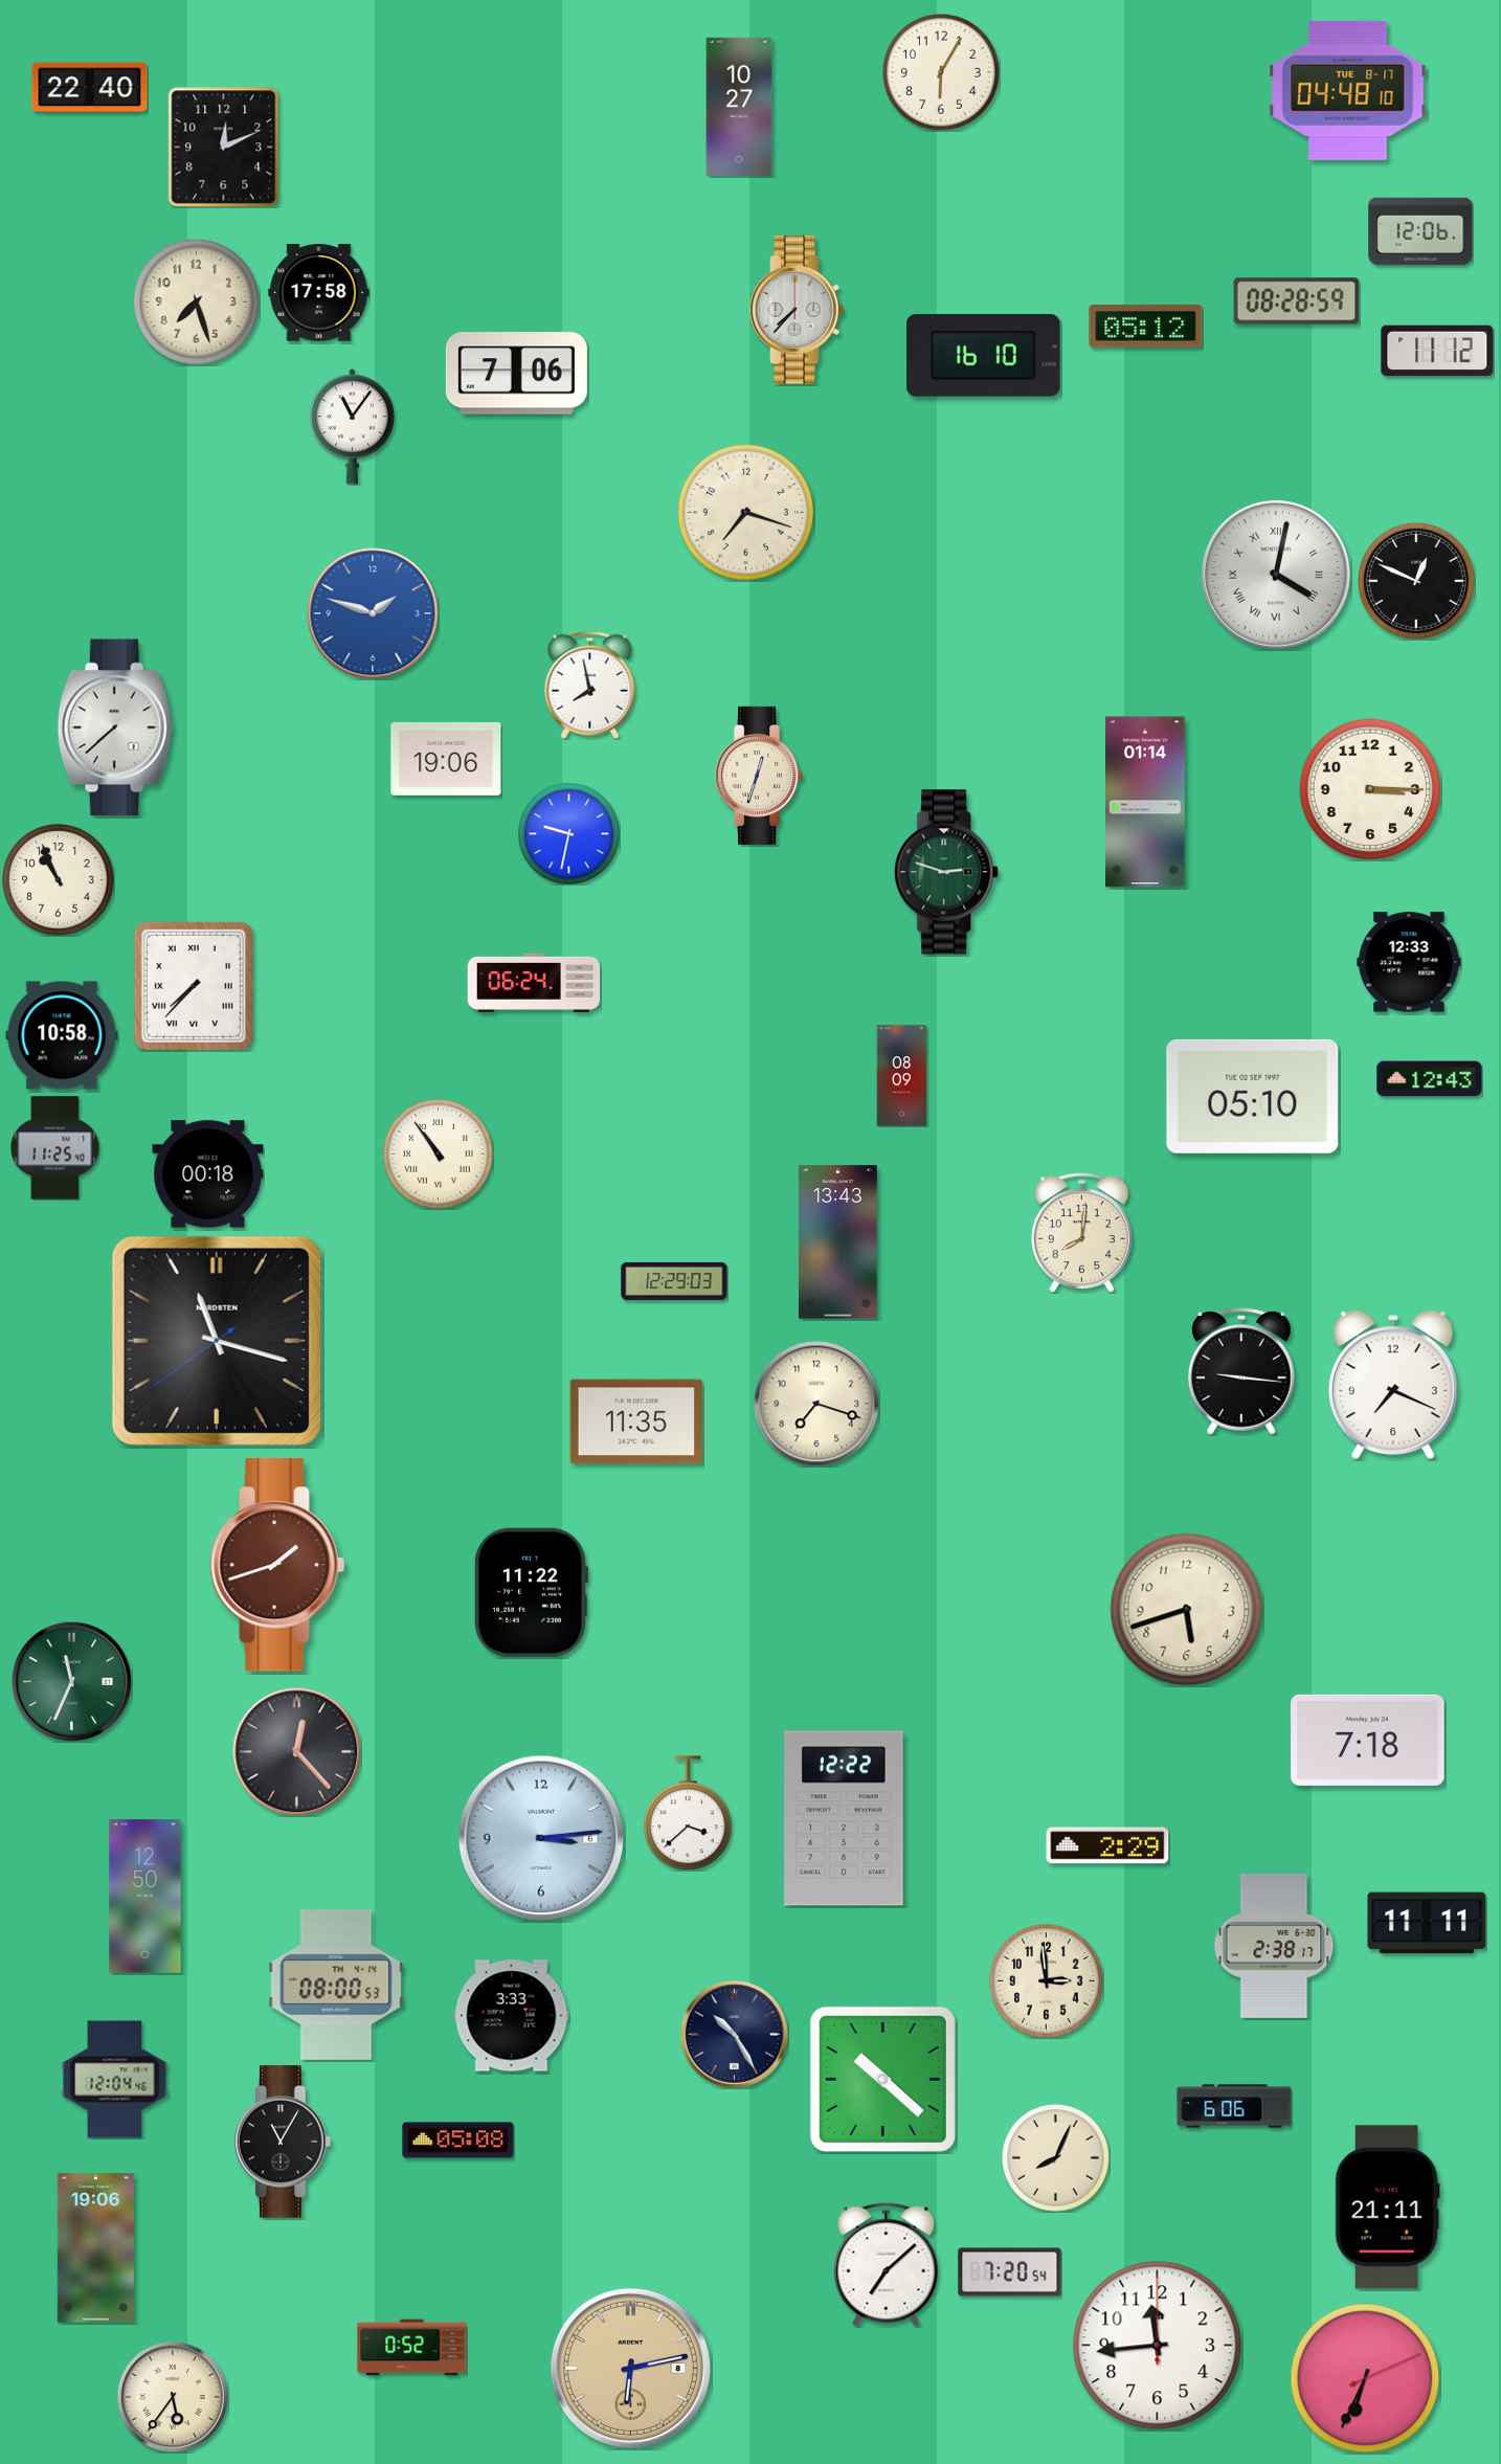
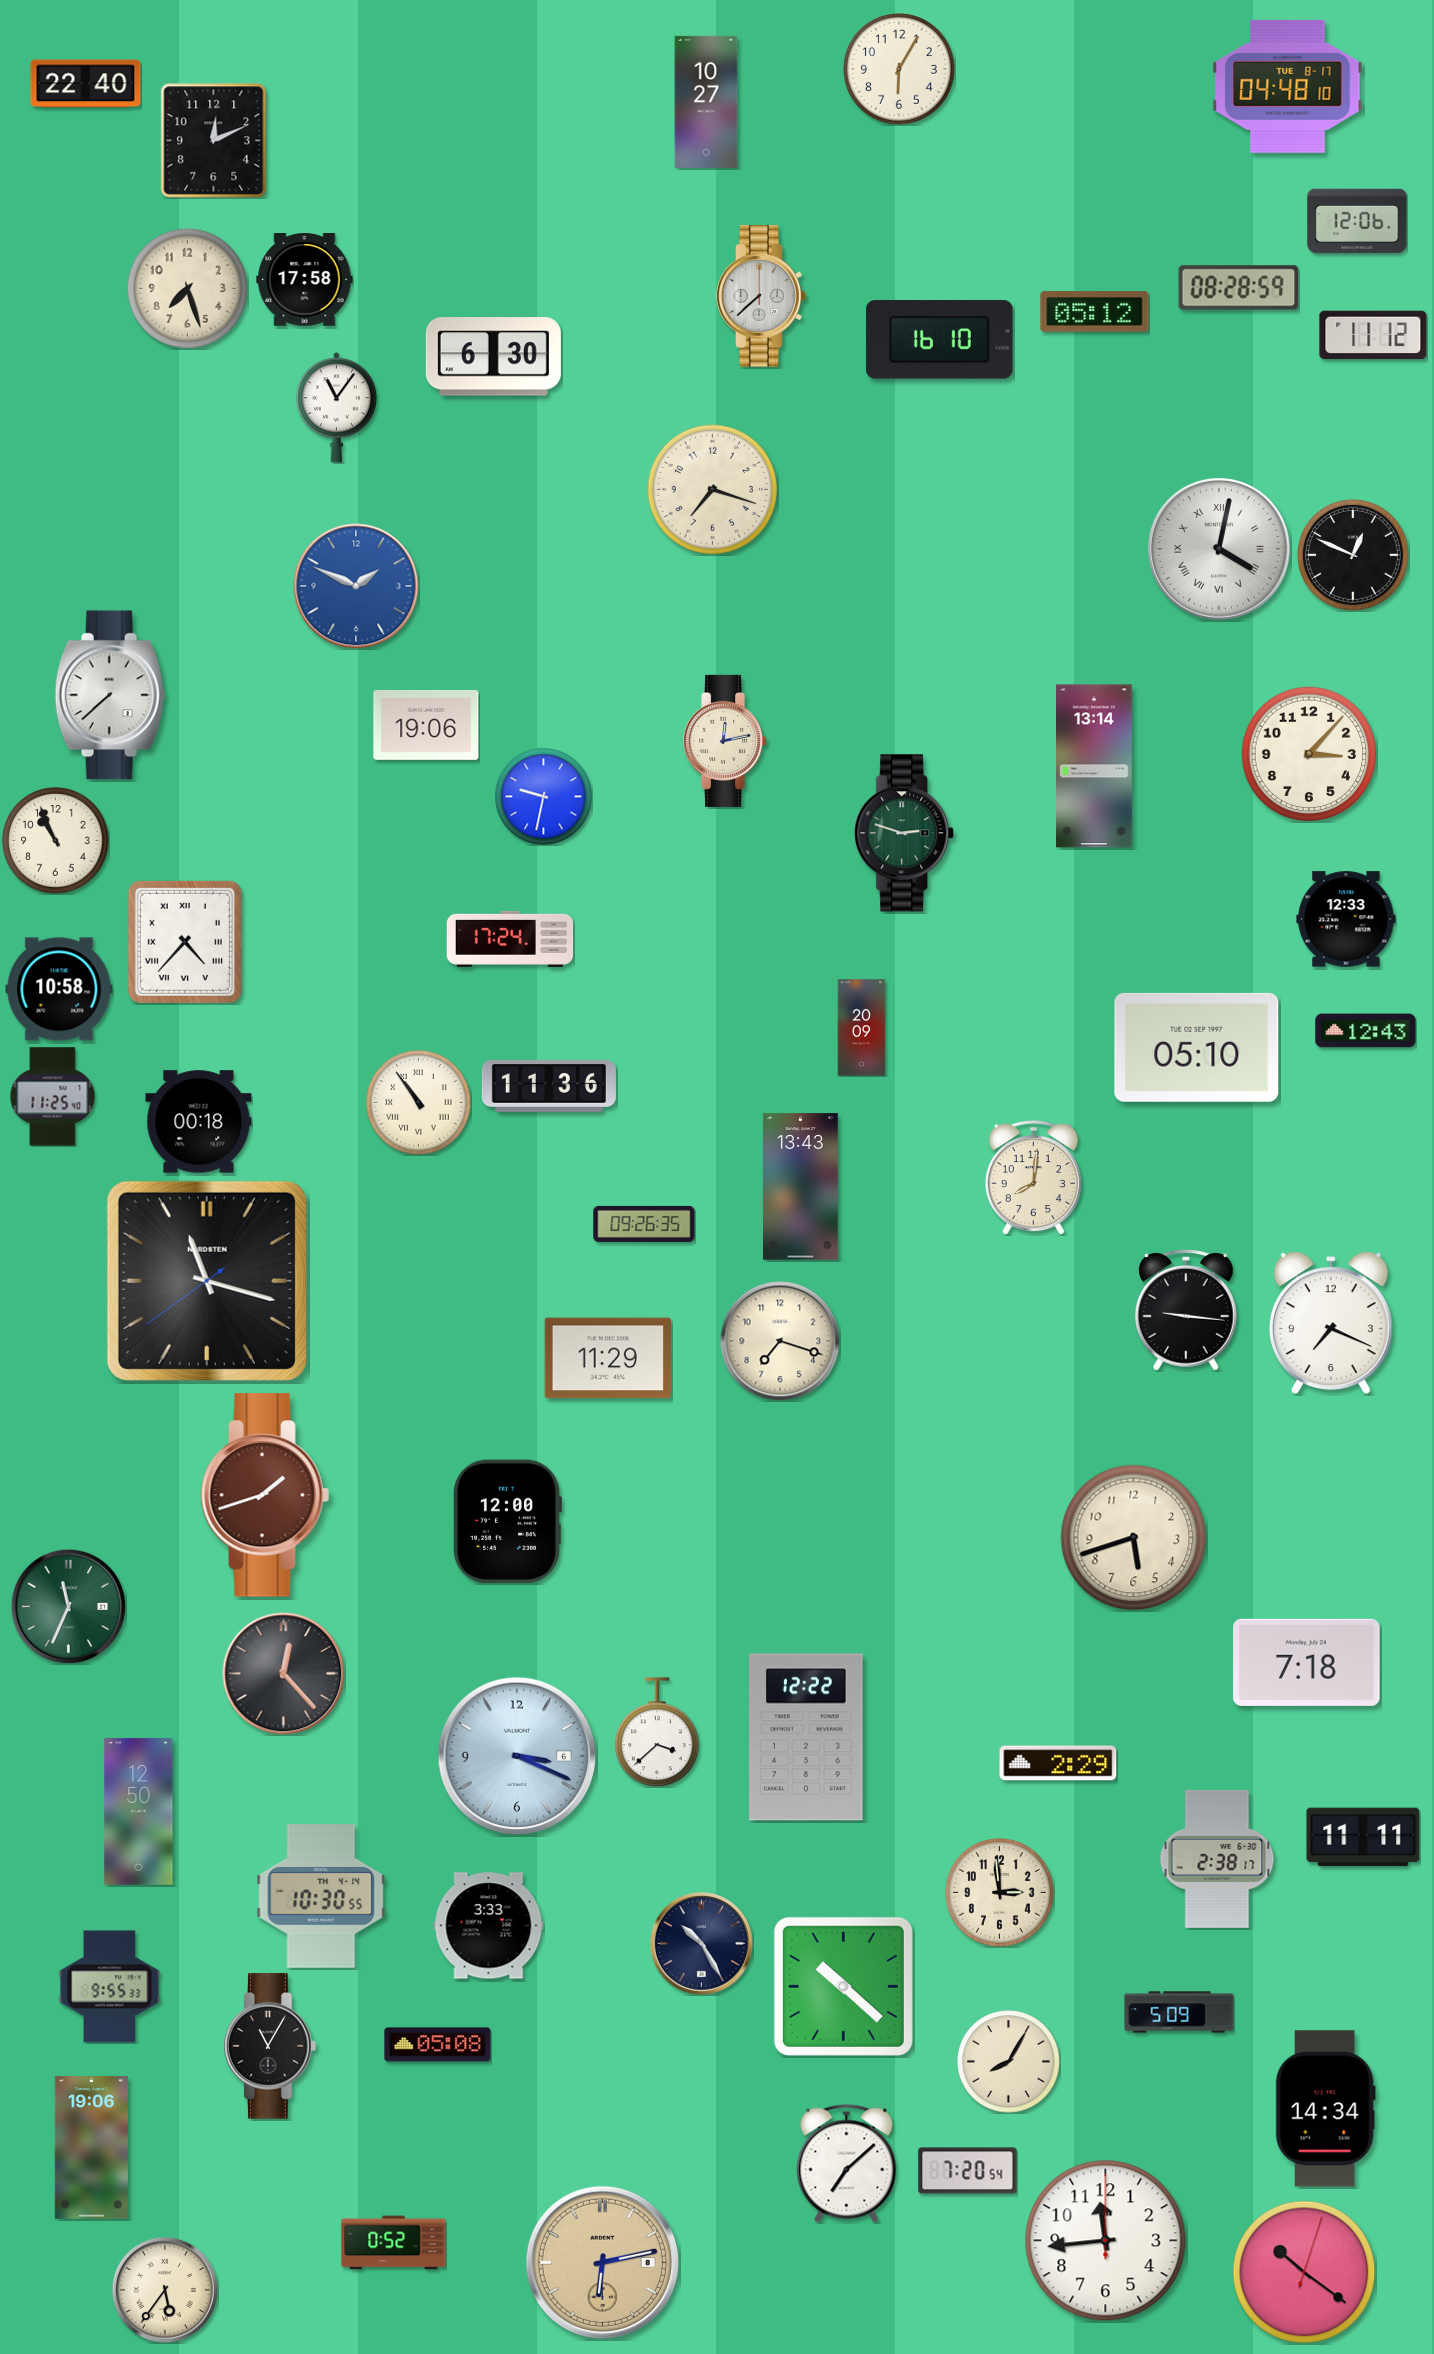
clock at (798, 311): 7:37 -> 7:38
clock at (516, 374): 7:06 -> 6:30
clock at (373, 613): 1:48 -> 1:49
clock at (590, 685): 7:58 -> none
clock at (760, 776): 12:33 -> 12:13
clock at (1370, 789): 3:15 -> 3:07
clock at (1145, 802): 01:14 -> 13:14
clock at (534, 983): 06:24 -> 17:24
clock at (194, 986): 7:37 -> 4:37
clock at (902, 1076): 08:09 -> 20:09
clock at (549, 1086): none -> 11:36
clock at (674, 1281): 12:29 -> 09:26
clock at (635, 1421): 11:35 -> 11:29
clock at (531, 1593): 11:22 -> 12:00
clock at (541, 1838): 3:14 -> 3:19
clock at (336, 1985): 08:00 -> 10:30
clock at (115, 2080): 12:04 -> 9:55
clock at (1234, 2106): 6:06 -> 5:09
clock at (1056, 2158): 8:04 -> 8:05
clock at (1387, 2208): 21:11 -> 14:34
clock at (1010, 2272) position: (1010, 2272) -> (968, 2171)
clock at (1365, 2378): 6:34 -> 10:21
